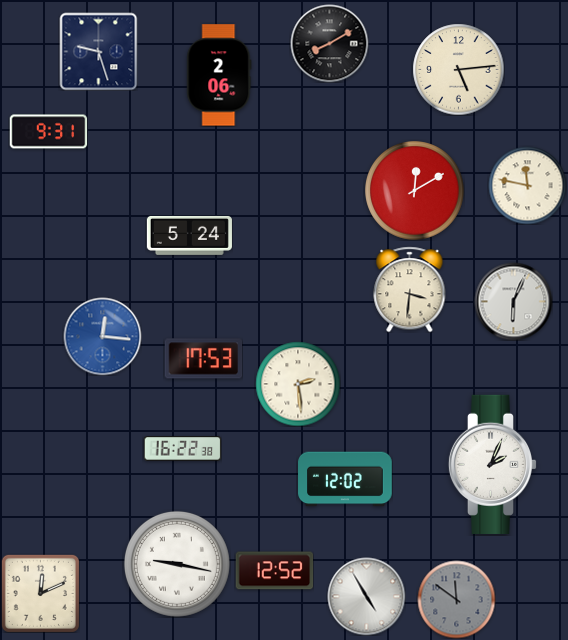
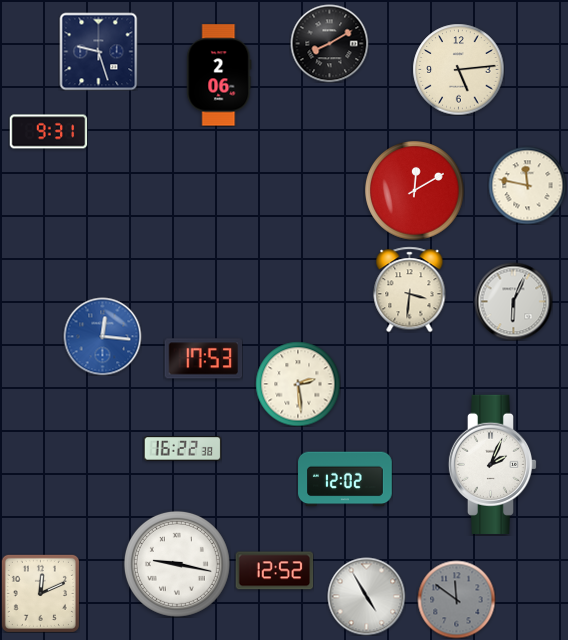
clock at (189, 235): 5:24 -> none
